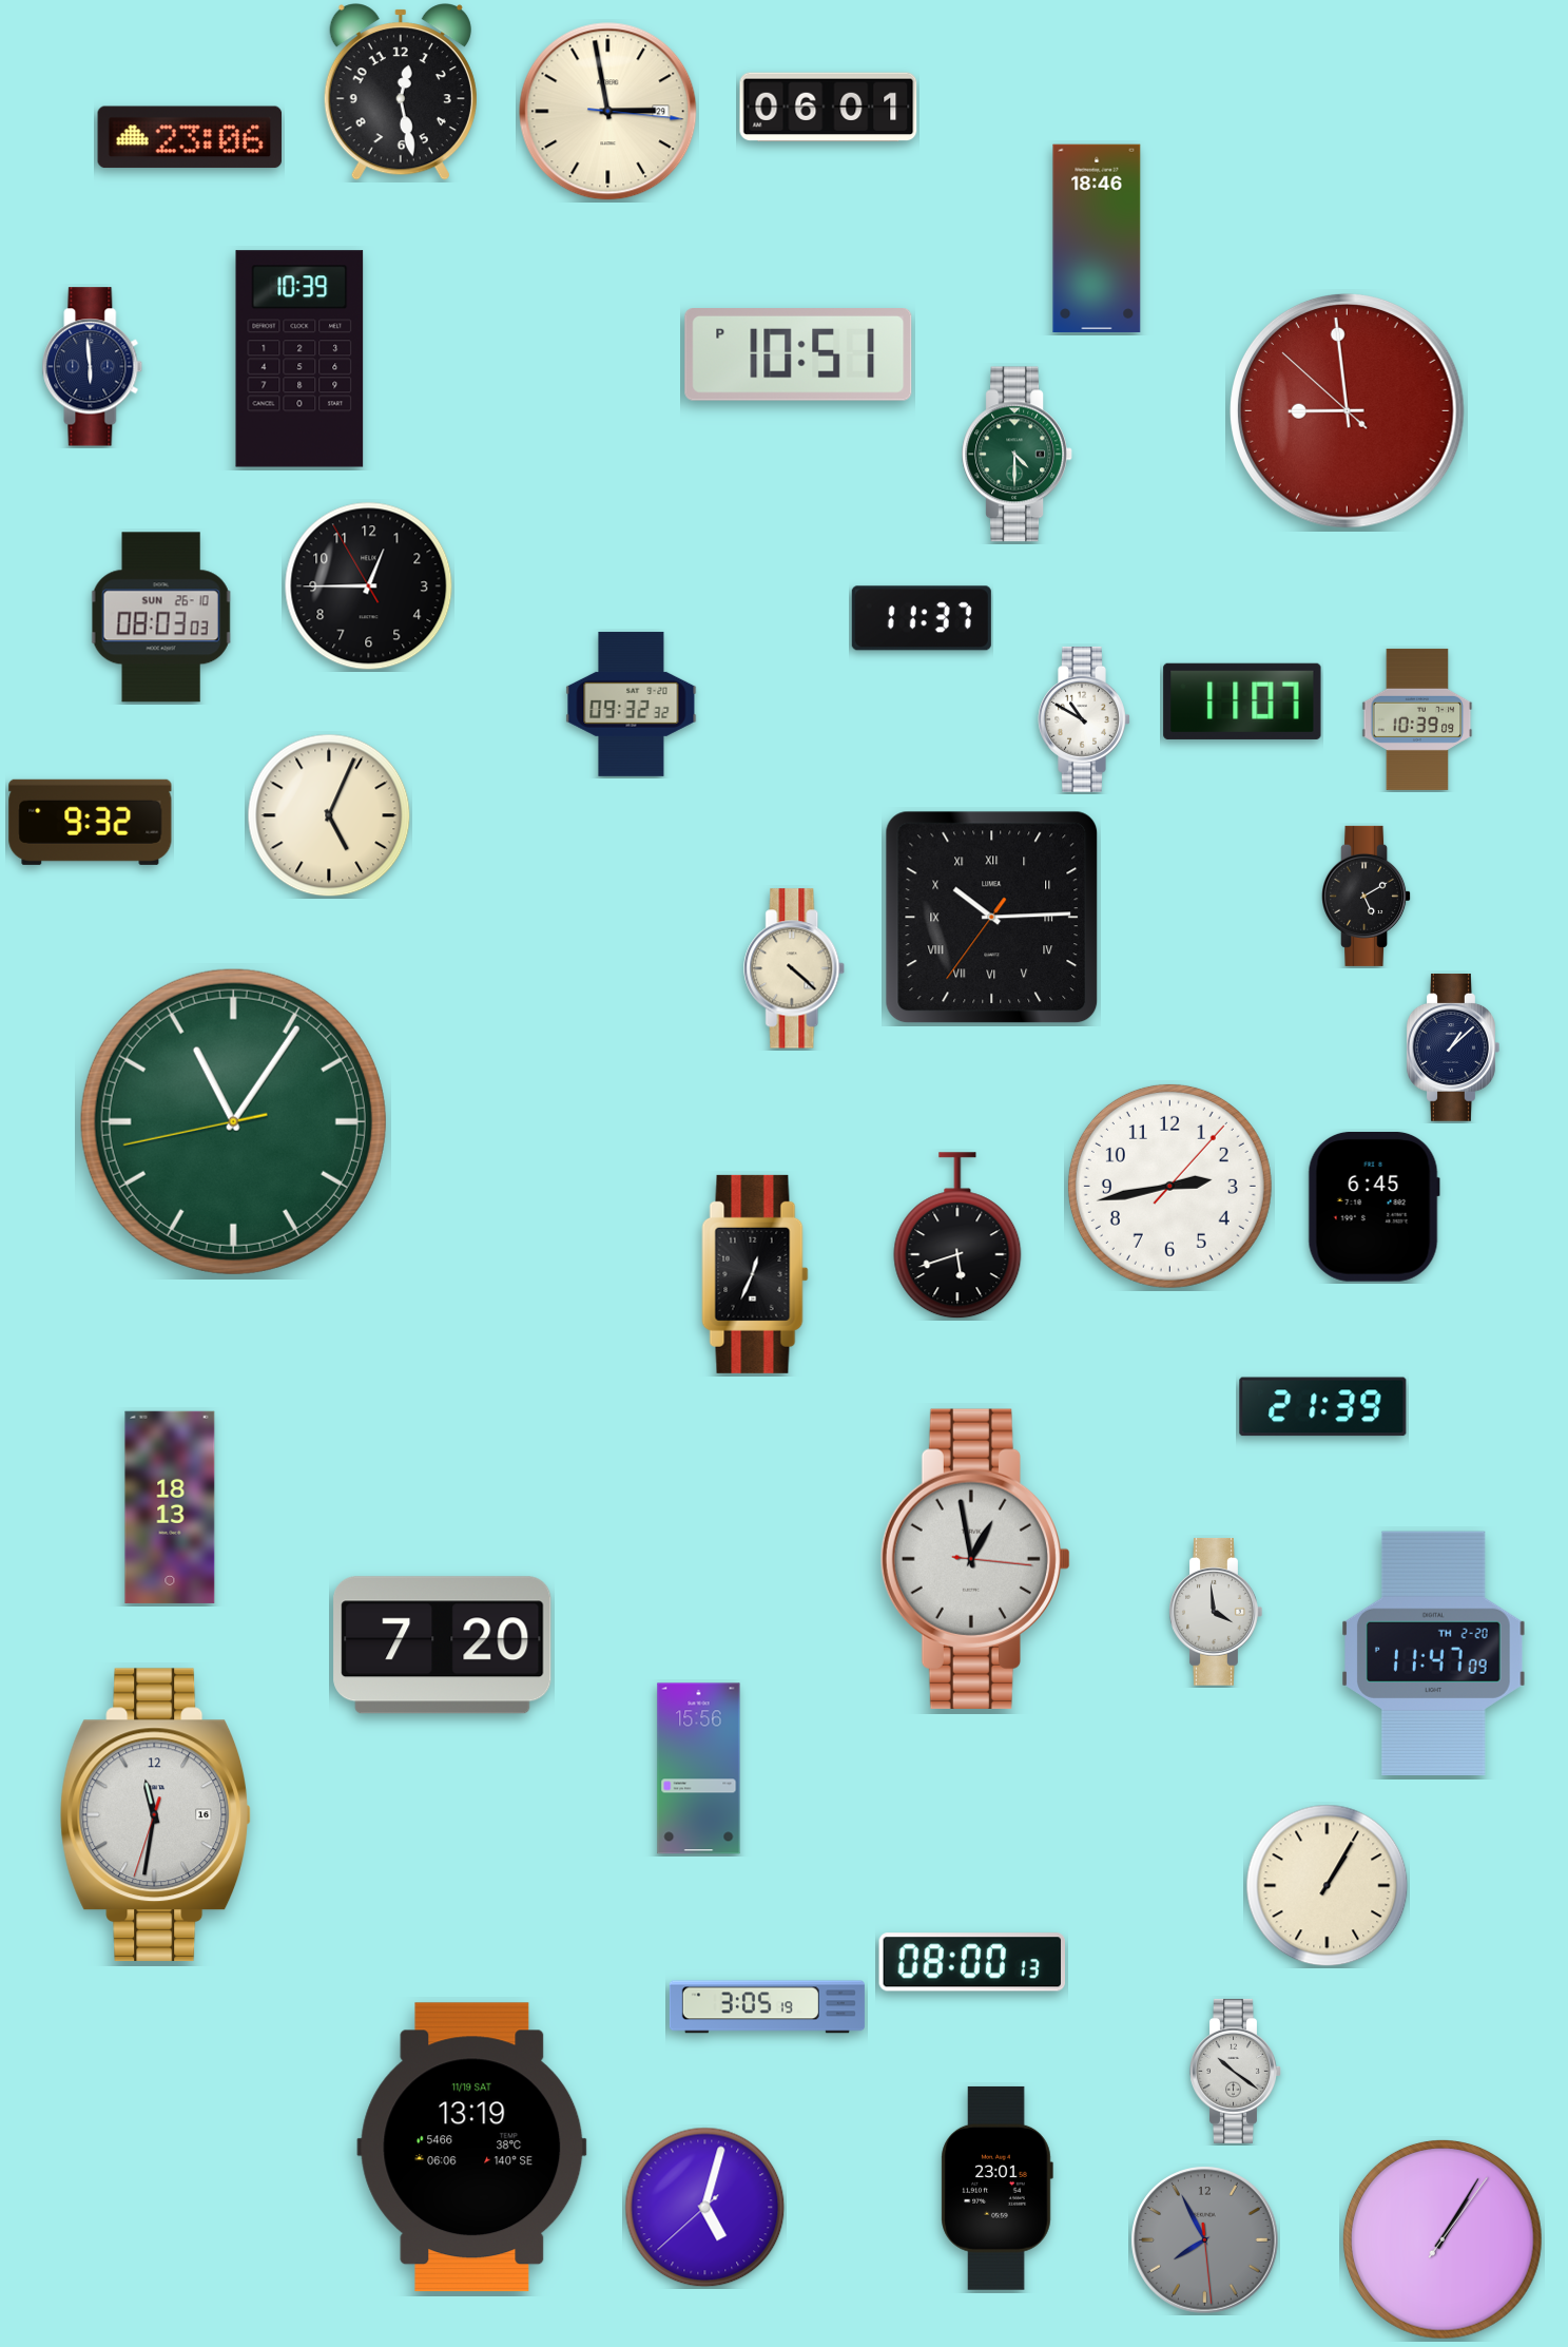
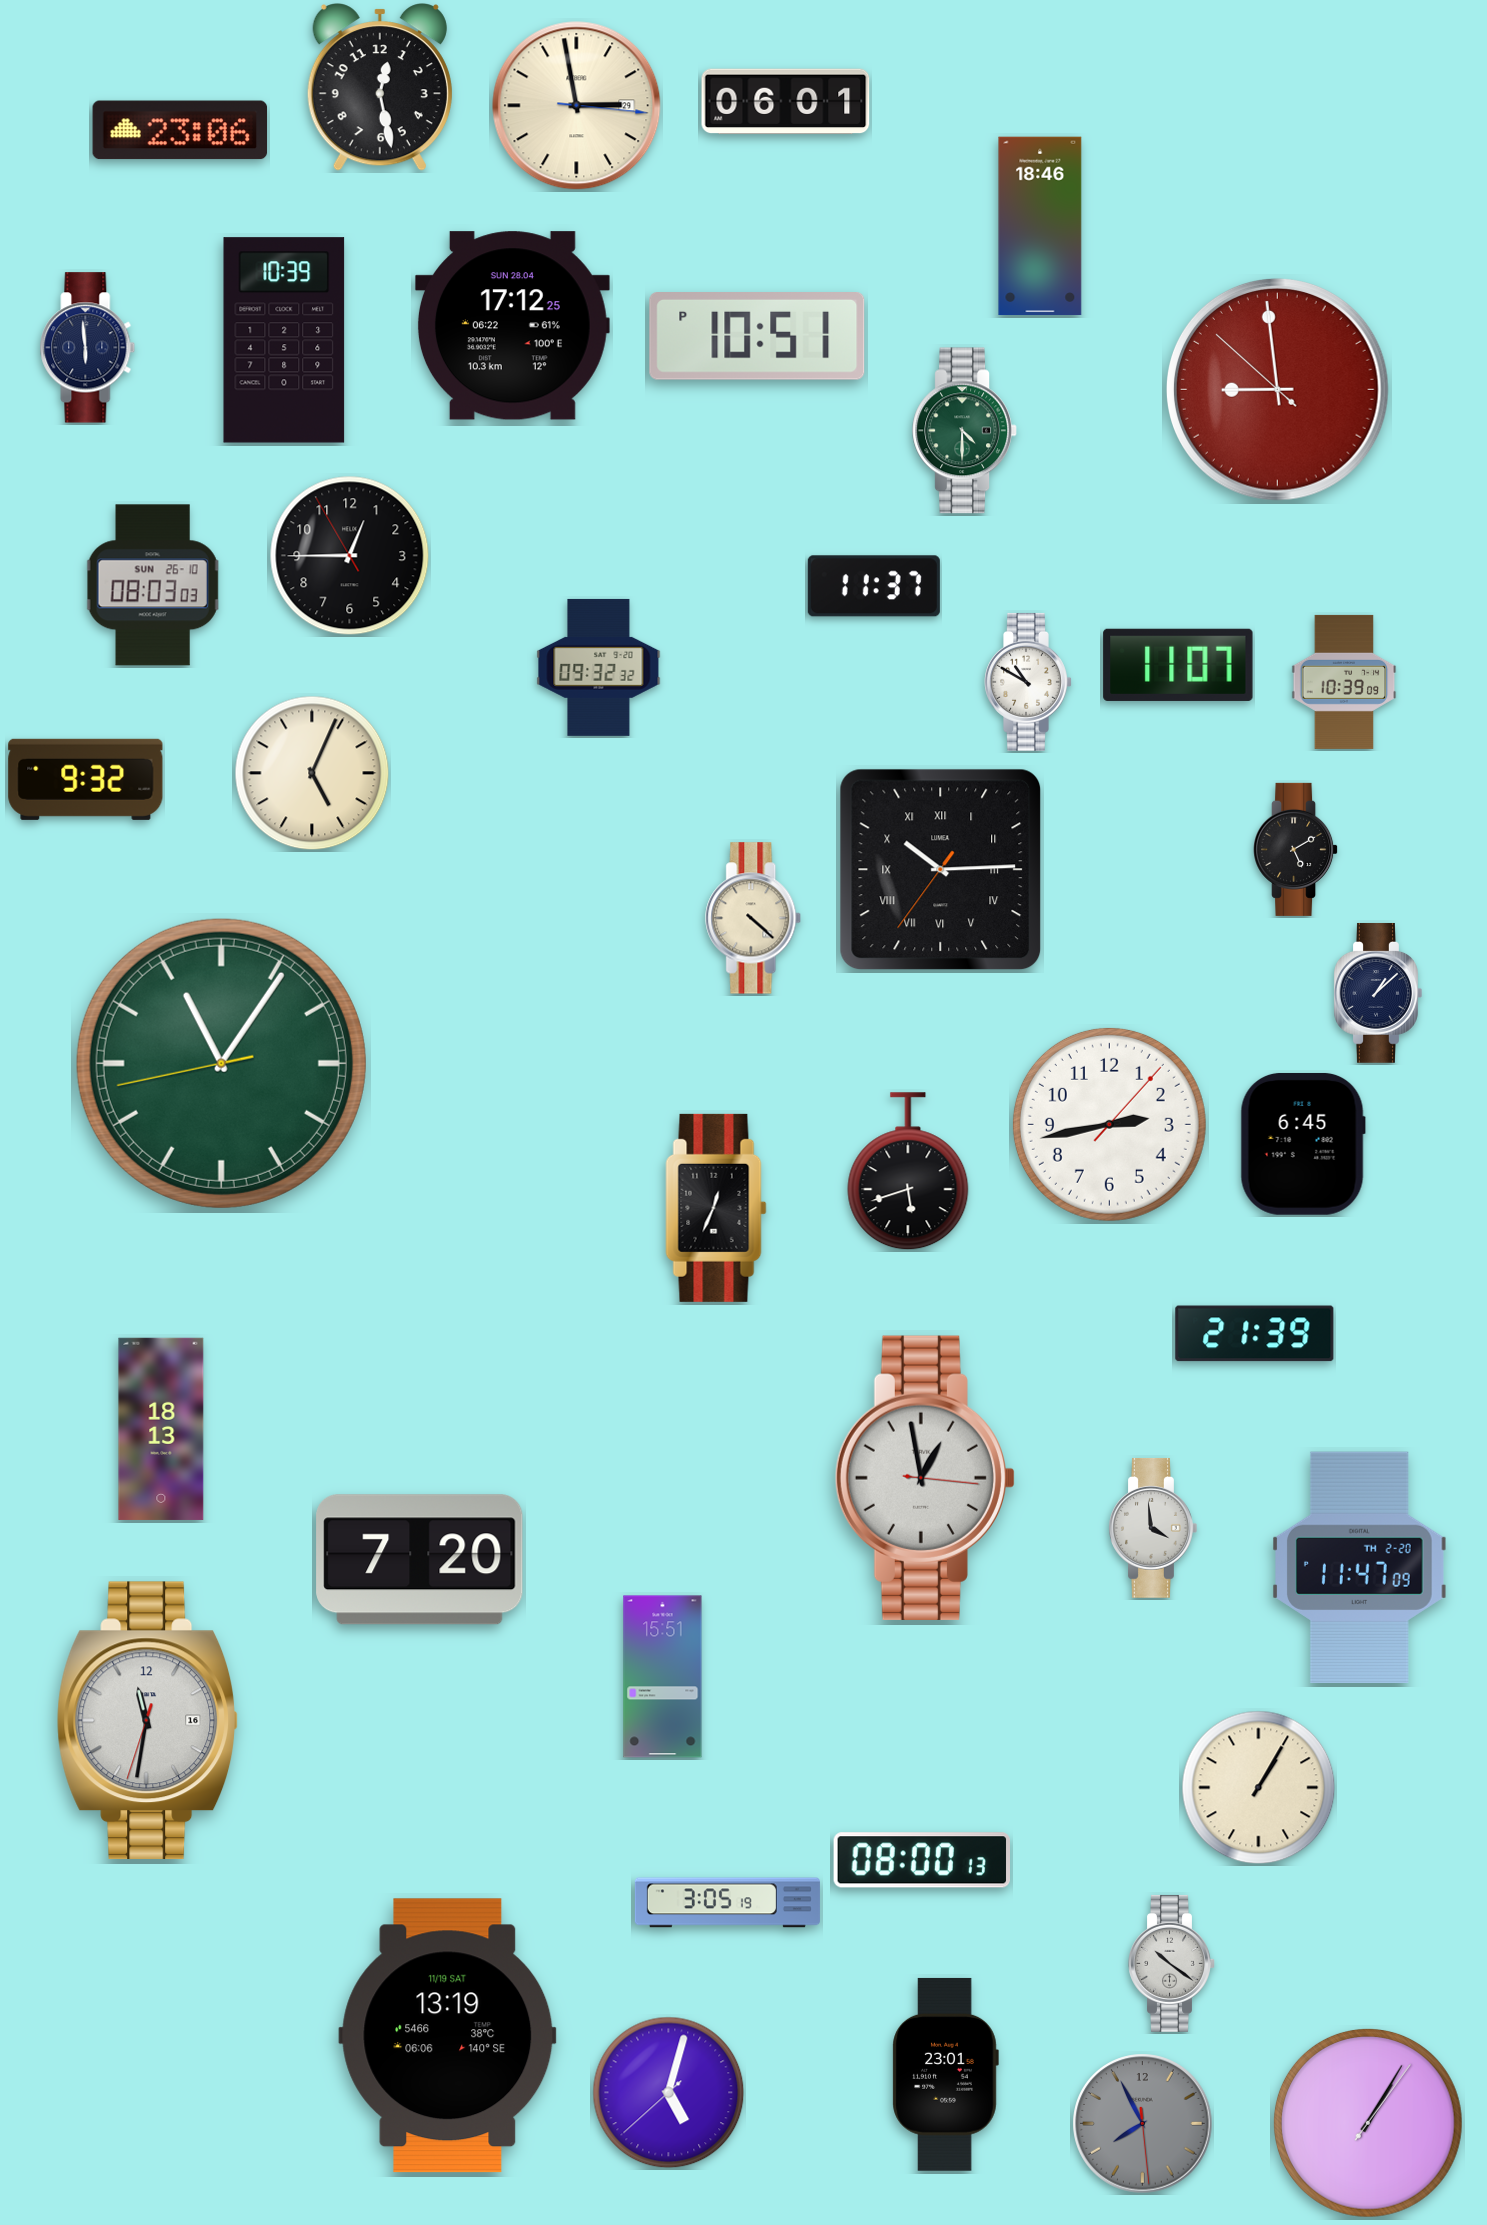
clock at (512, 326): none -> 17:12
clock at (699, 1769): 15:56 -> 15:51
